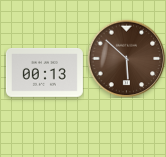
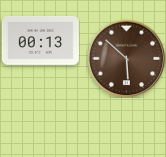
clock at (44, 73) position: (44, 73) -> (40, 41)
